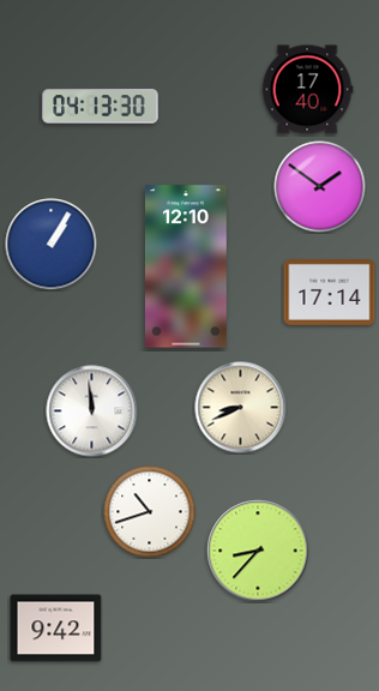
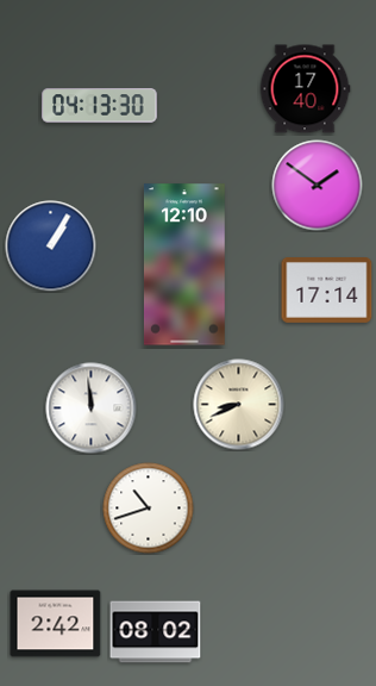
clock at (52, 245) position: (52, 245) -> (51, 247)
clock at (258, 551): 8:37 -> none
clock at (56, 629): 9:42 -> 2:42
clock at (156, 632): none -> 08:02
